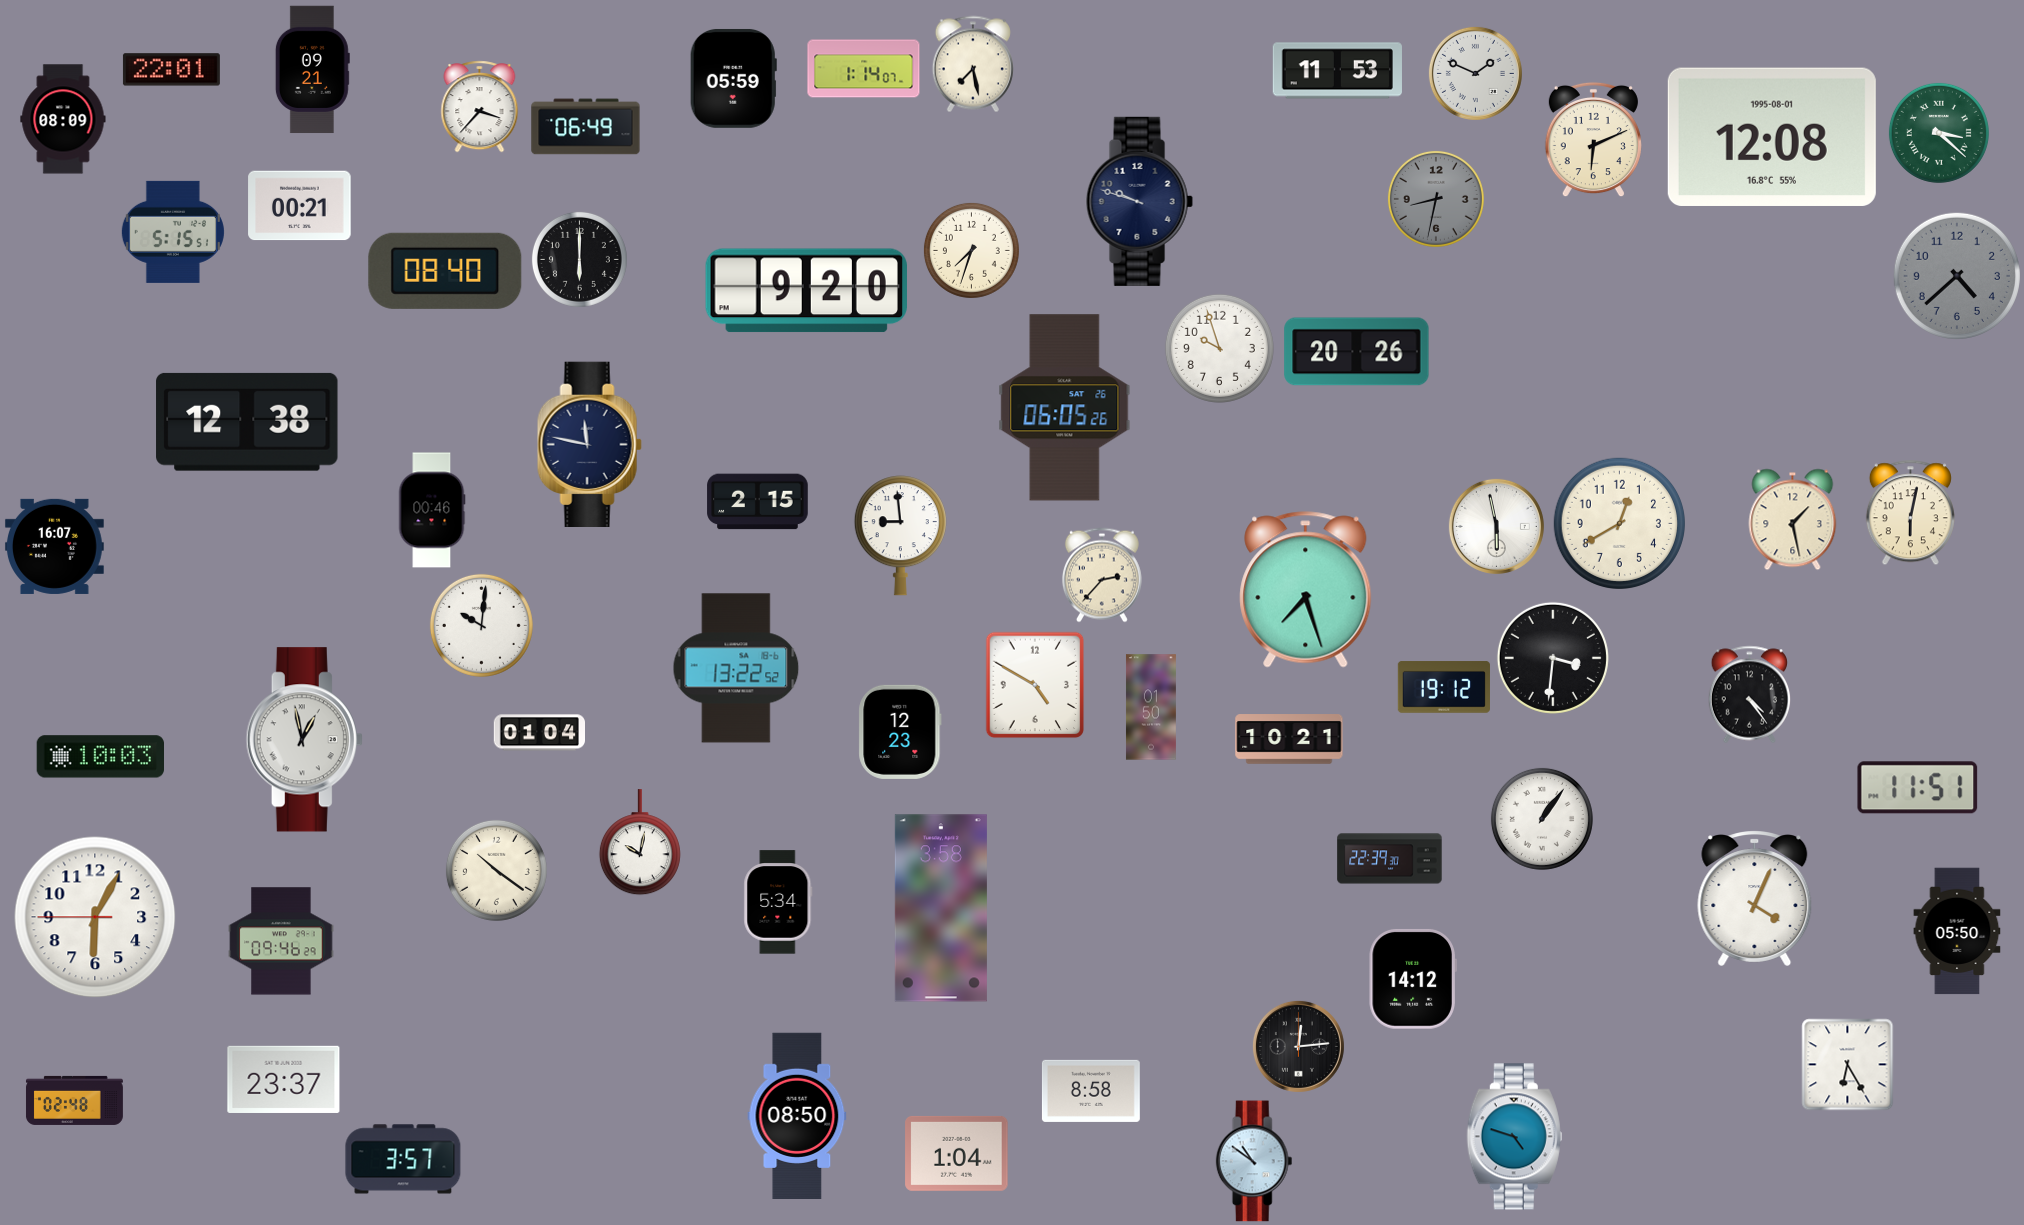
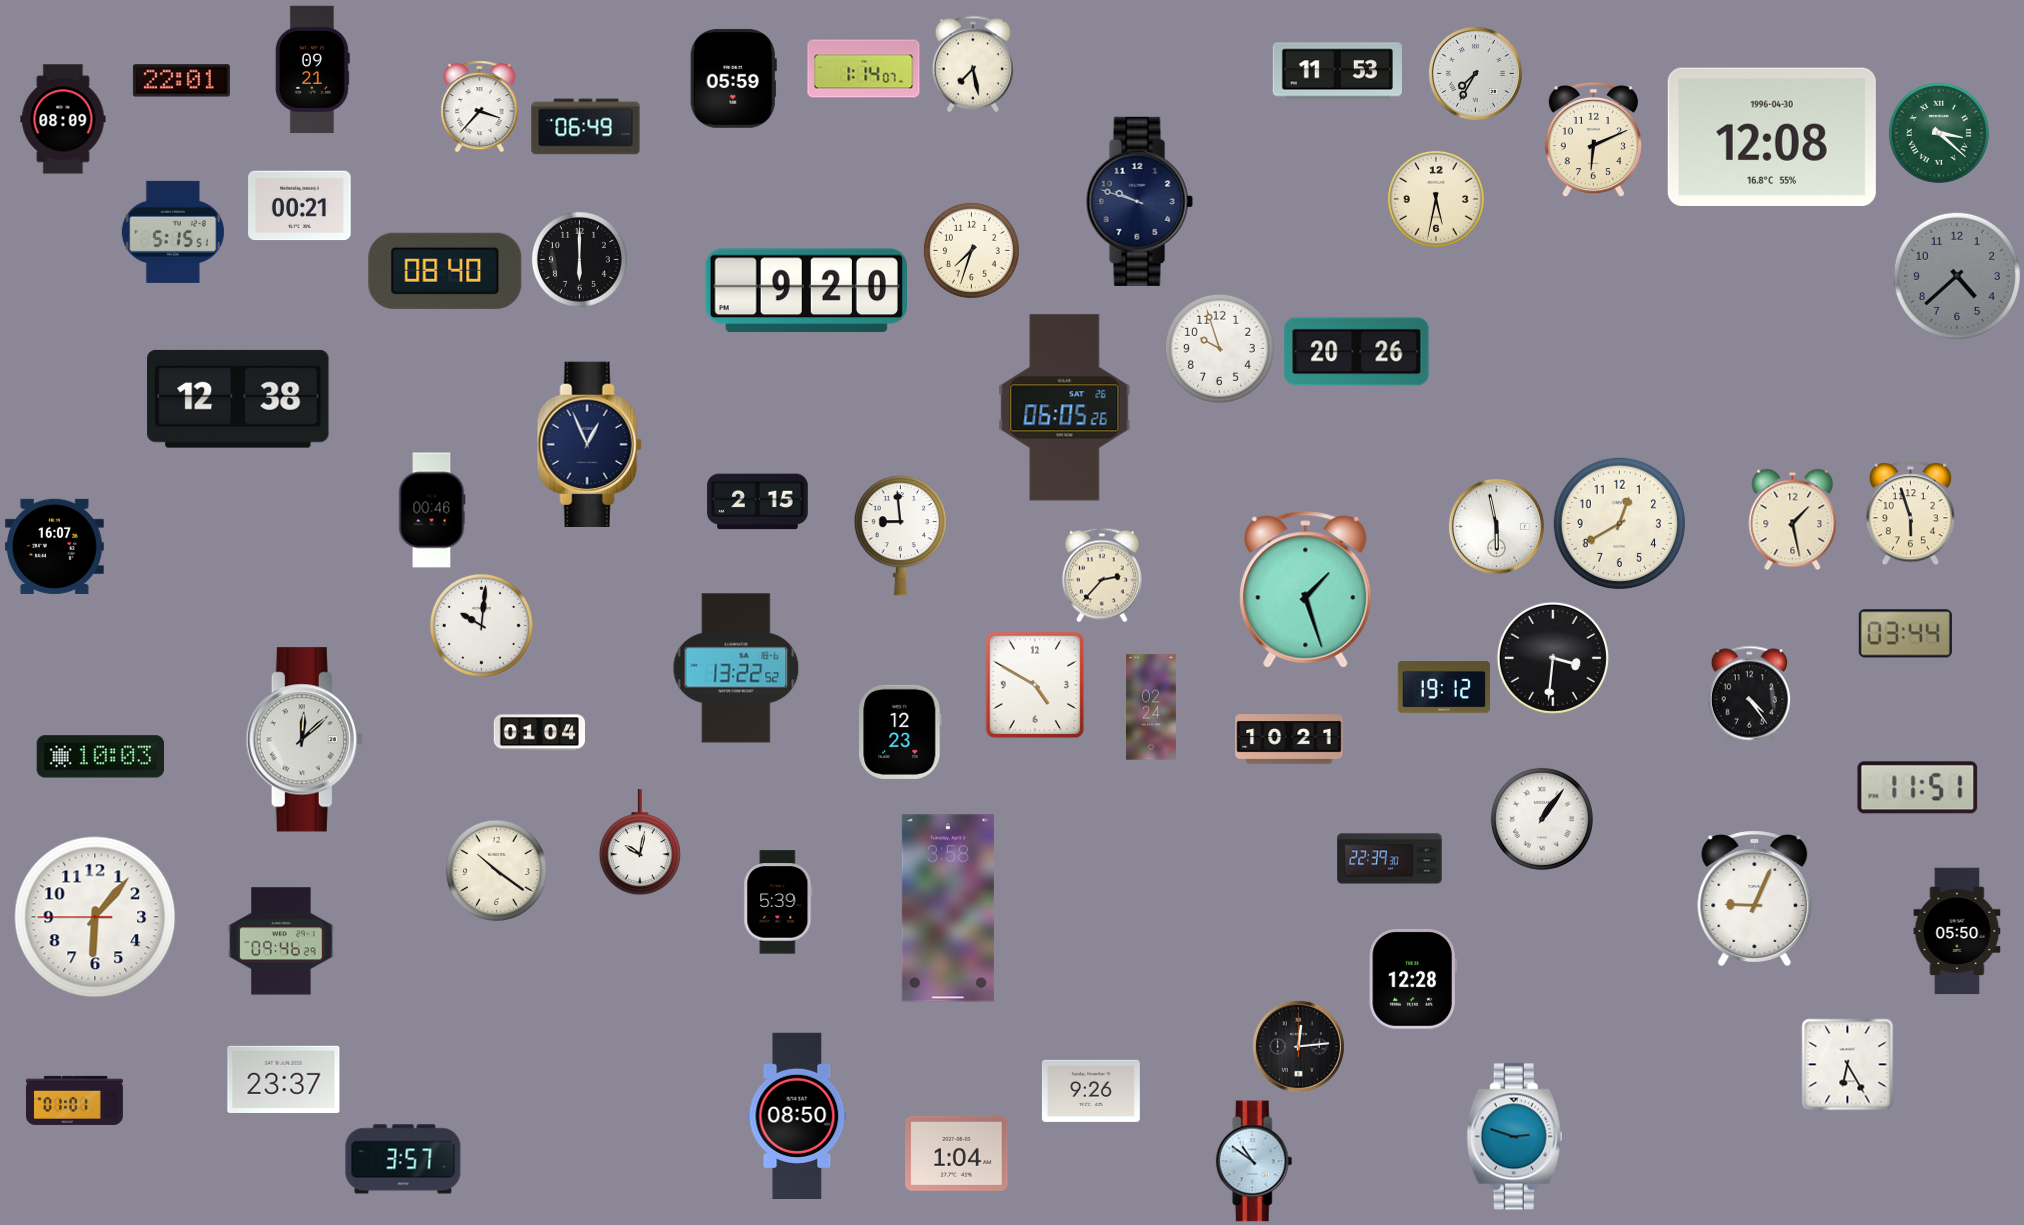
clock at (171, 70) position: (171, 70) -> (181, 81)
clock at (1475, 73): 1:49 -> 7:35
clock at (1772, 137) date: 1995-08-01 -> 1996-04-30
clock at (1436, 199): 8:32 -> 5:32
clock at (1436, 199) dial: grey -> cream
clock at (247, 422) position: (247, 422) -> (238, 399)
clock at (589, 444): 11:47 -> 12:56
clock at (1910, 513): 6:02 -> 5:57
clock at (1306, 590): 7:27 -> 1:27
clock at (1905, 634): none -> 03:44
clock at (1151, 707): 01:50 -> 02:24
clock at (304, 740): 12:58 -> 12:08
clock at (1755, 898): 4:04 -> 9:04
clock at (778, 902): 5:34 -> 5:39
clock at (941, 908) position: (941, 908) -> (948, 908)
clock at (95, 917): 6:04 -> 6:06
clock at (1413, 979): 14:12 -> 12:28
clock at (1091, 1091): 8:58 -> 9:26
clock at (74, 1100): 02:48 -> 01:01
clock at (1514, 1137): 4:48 -> 2:48
